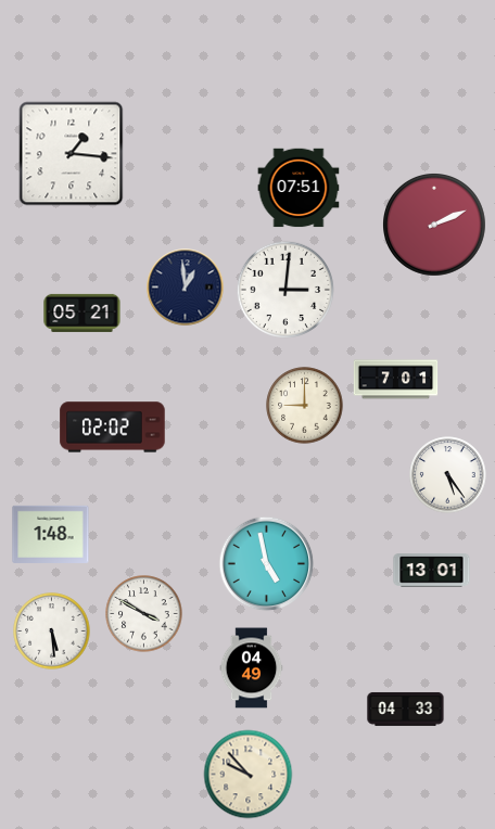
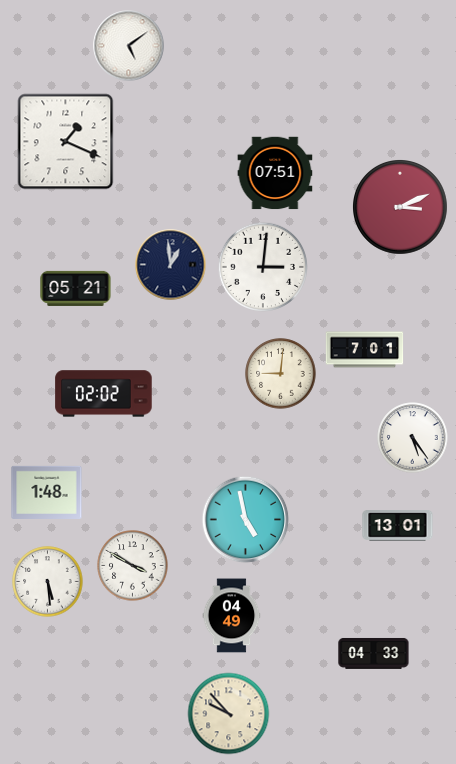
clock at (129, 46): none -> 5:09
clock at (72, 154): 1:16 -> 1:19
clock at (435, 226): 2:11 -> 3:11
clock at (305, 406): 9:00 -> 9:01
